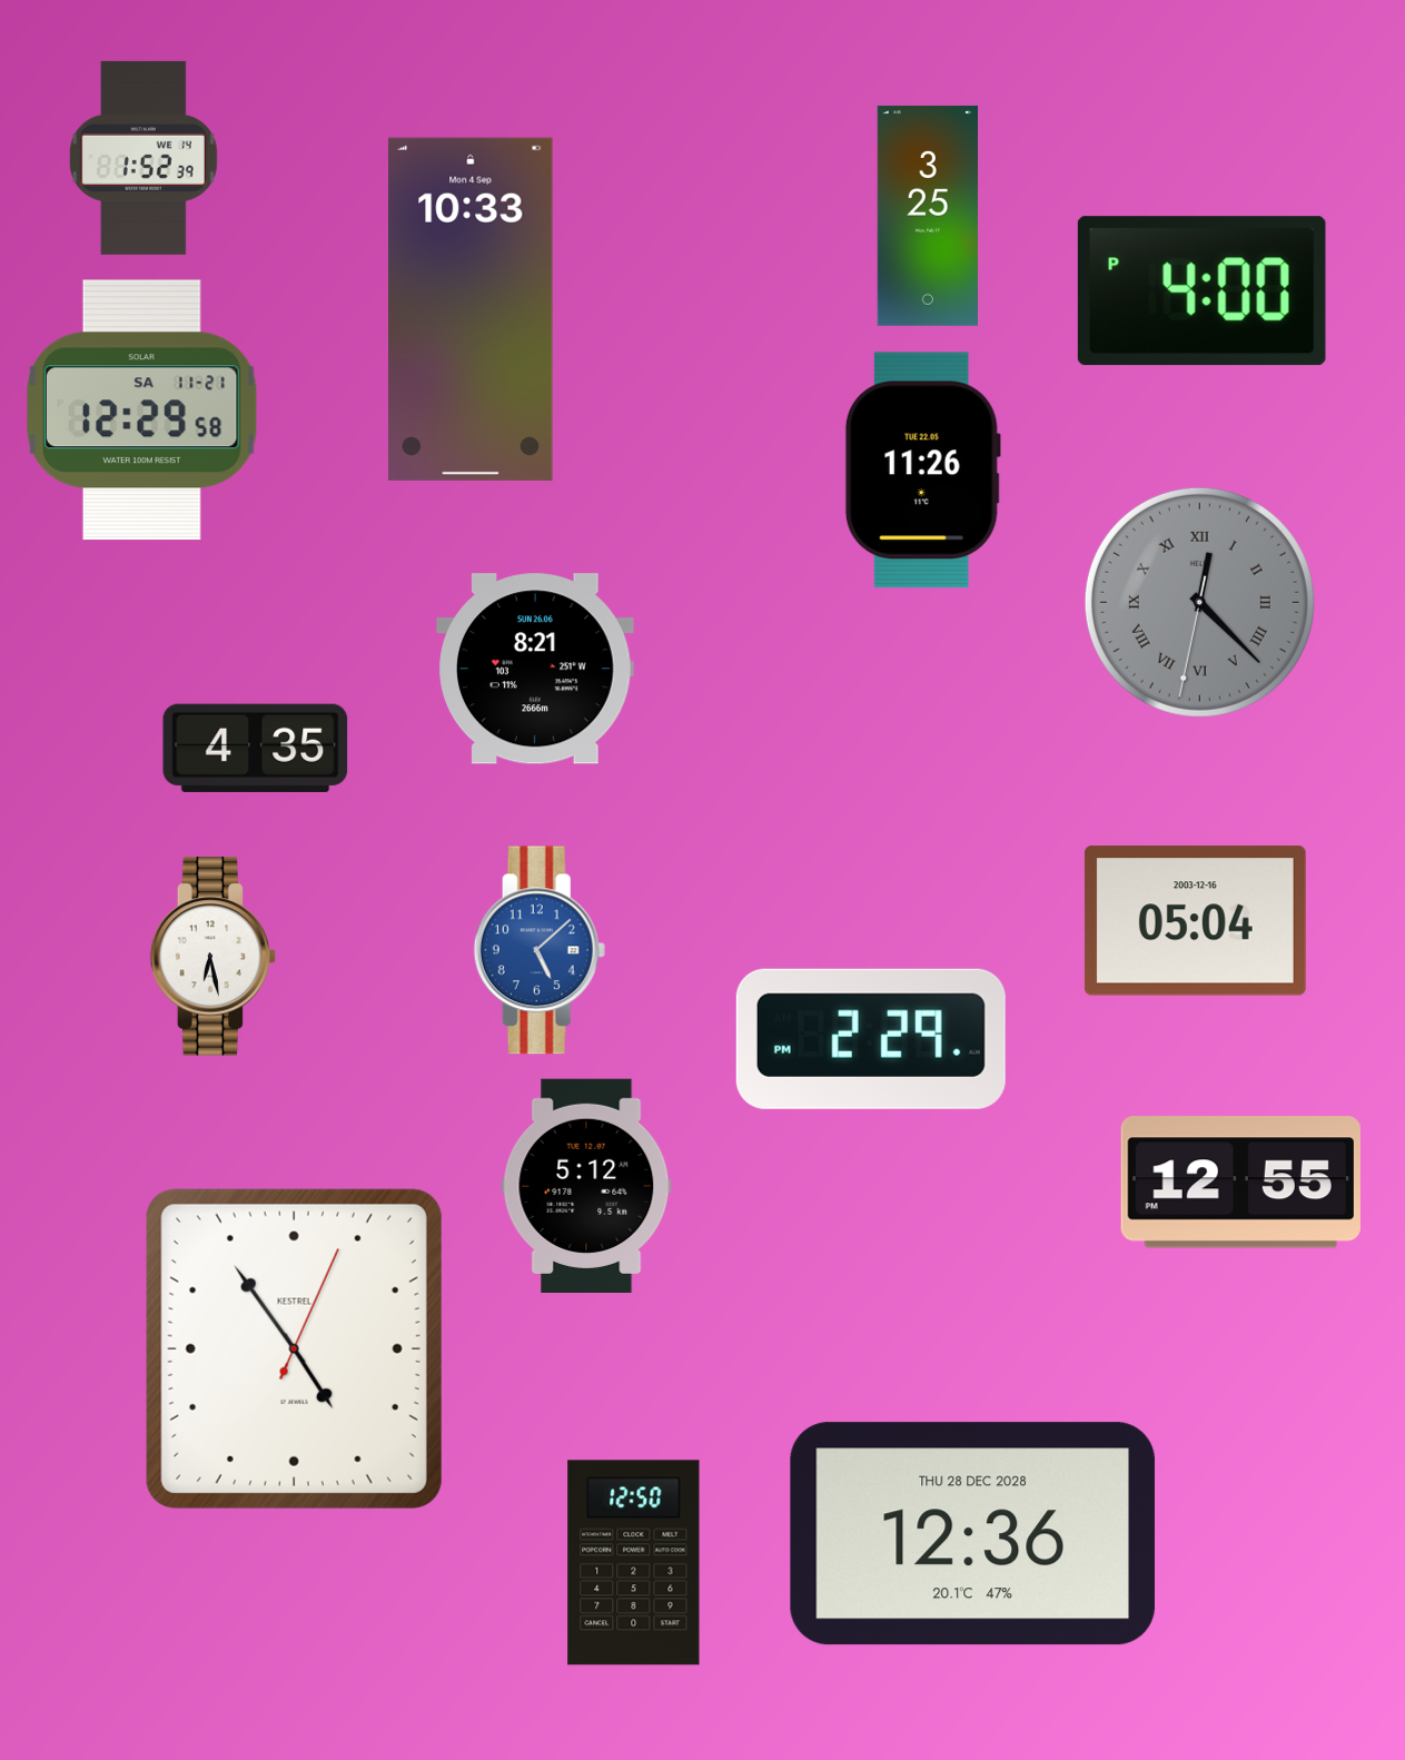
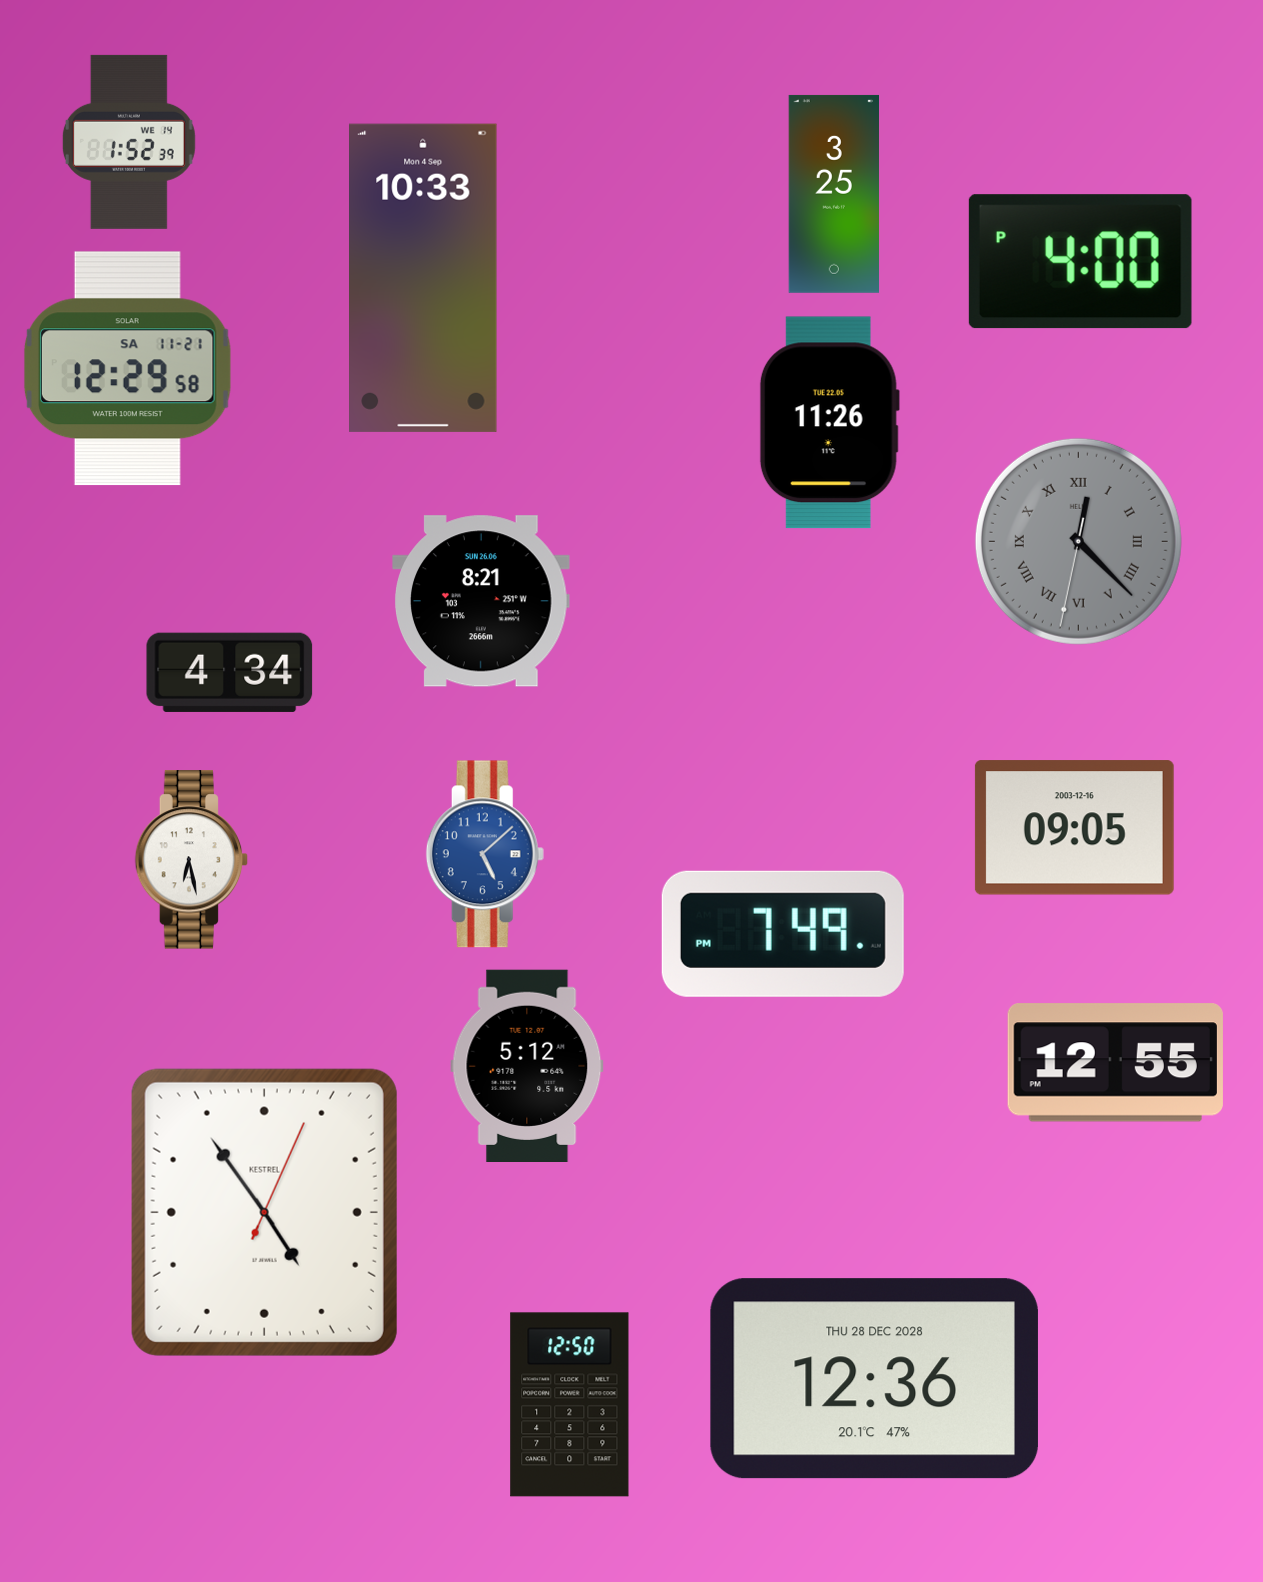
clock at (256, 748): 4:35 -> 4:34
clock at (1195, 921): 05:04 -> 09:05
clock at (871, 1039): 2:29 -> 7:49
